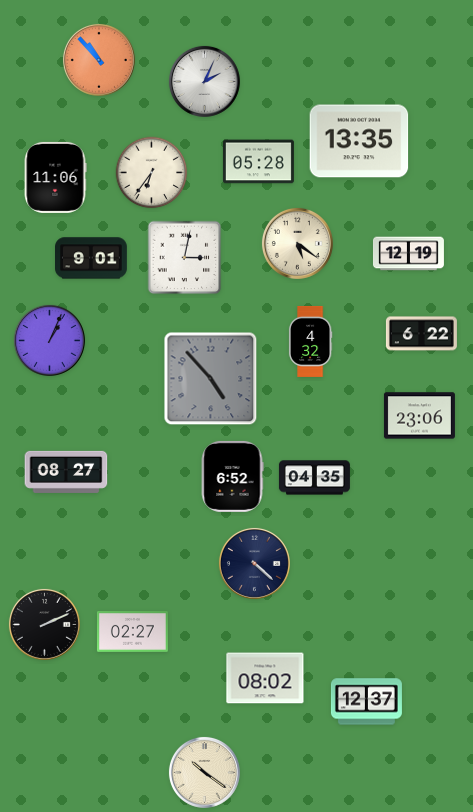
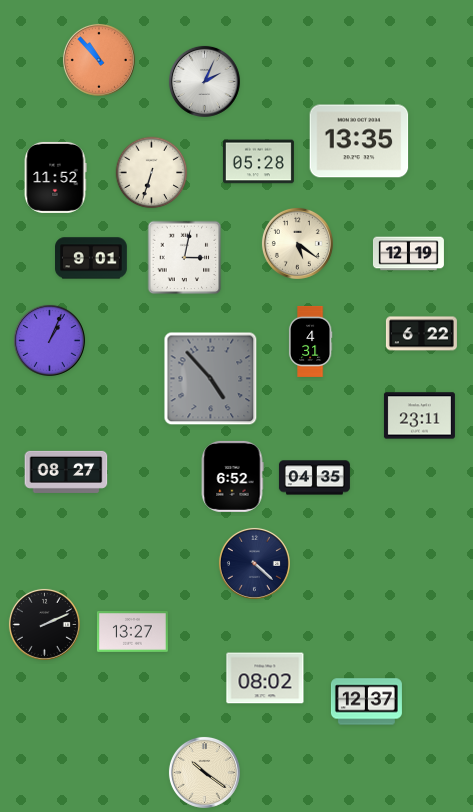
clock at (152, 173): 6:36 -> 6:33
clock at (55, 177): 11:06 -> 11:52
clock at (310, 341): 4:32 -> 4:31
clock at (419, 416): 23:06 -> 23:11
clock at (132, 632): 02:27 -> 13:27
